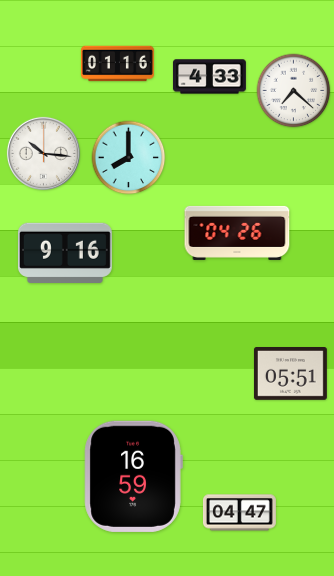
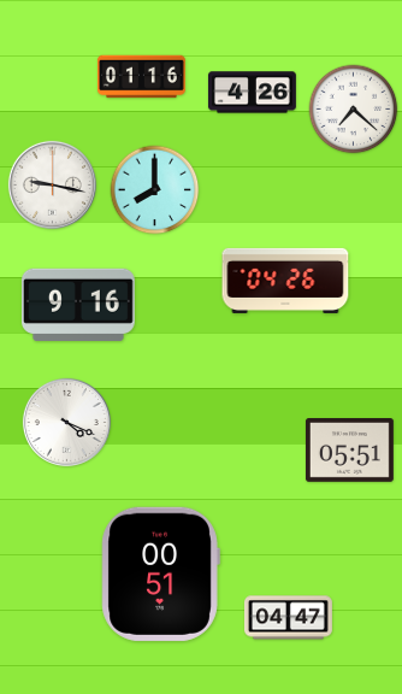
clock at (210, 77): 4:33 -> 4:26
clock at (43, 153): 10:16 -> 9:17
clock at (66, 422): none -> 4:19
clock at (133, 476): 16:59 -> 00:51
